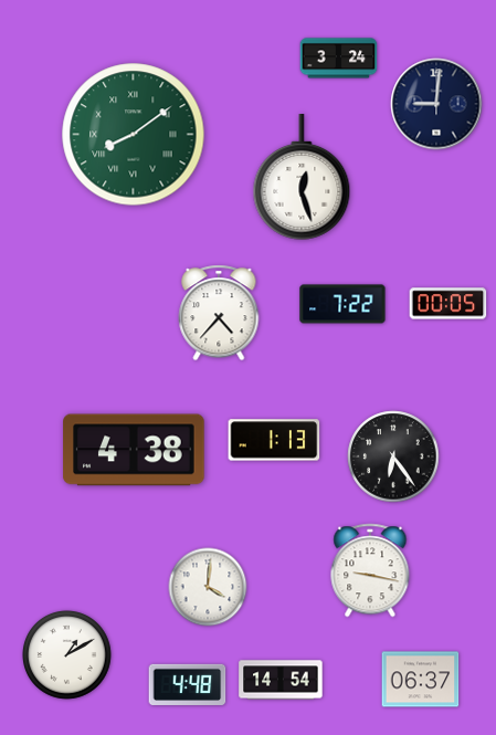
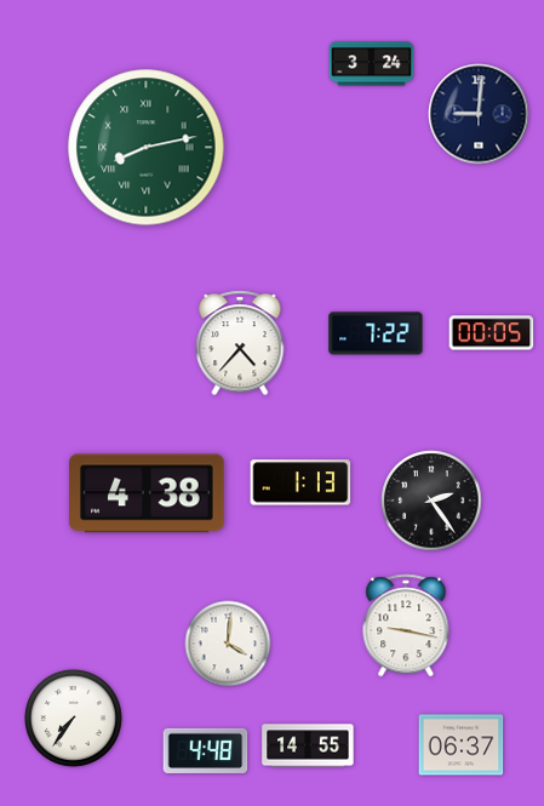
clock at (134, 135): 8:09 -> 8:13
clock at (302, 177): 12:27 -> none
clock at (393, 456): 6:24 -> 2:24
clock at (67, 655): 1:10 -> 7:36
clock at (281, 680): 14:54 -> 14:55
